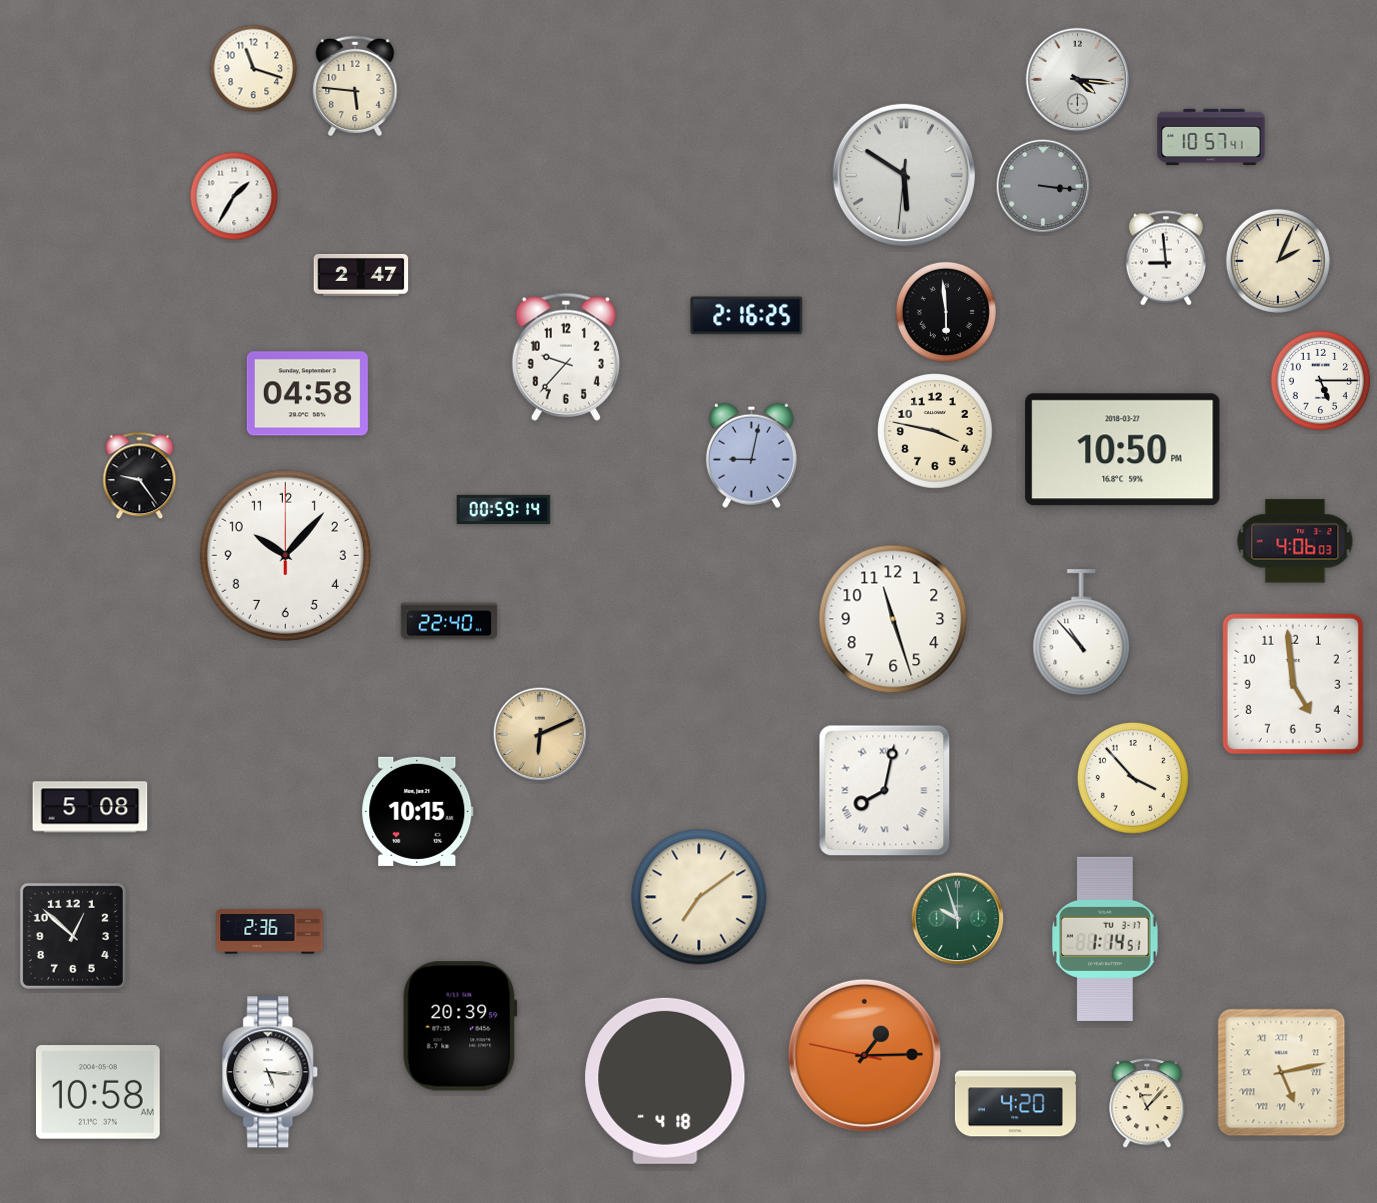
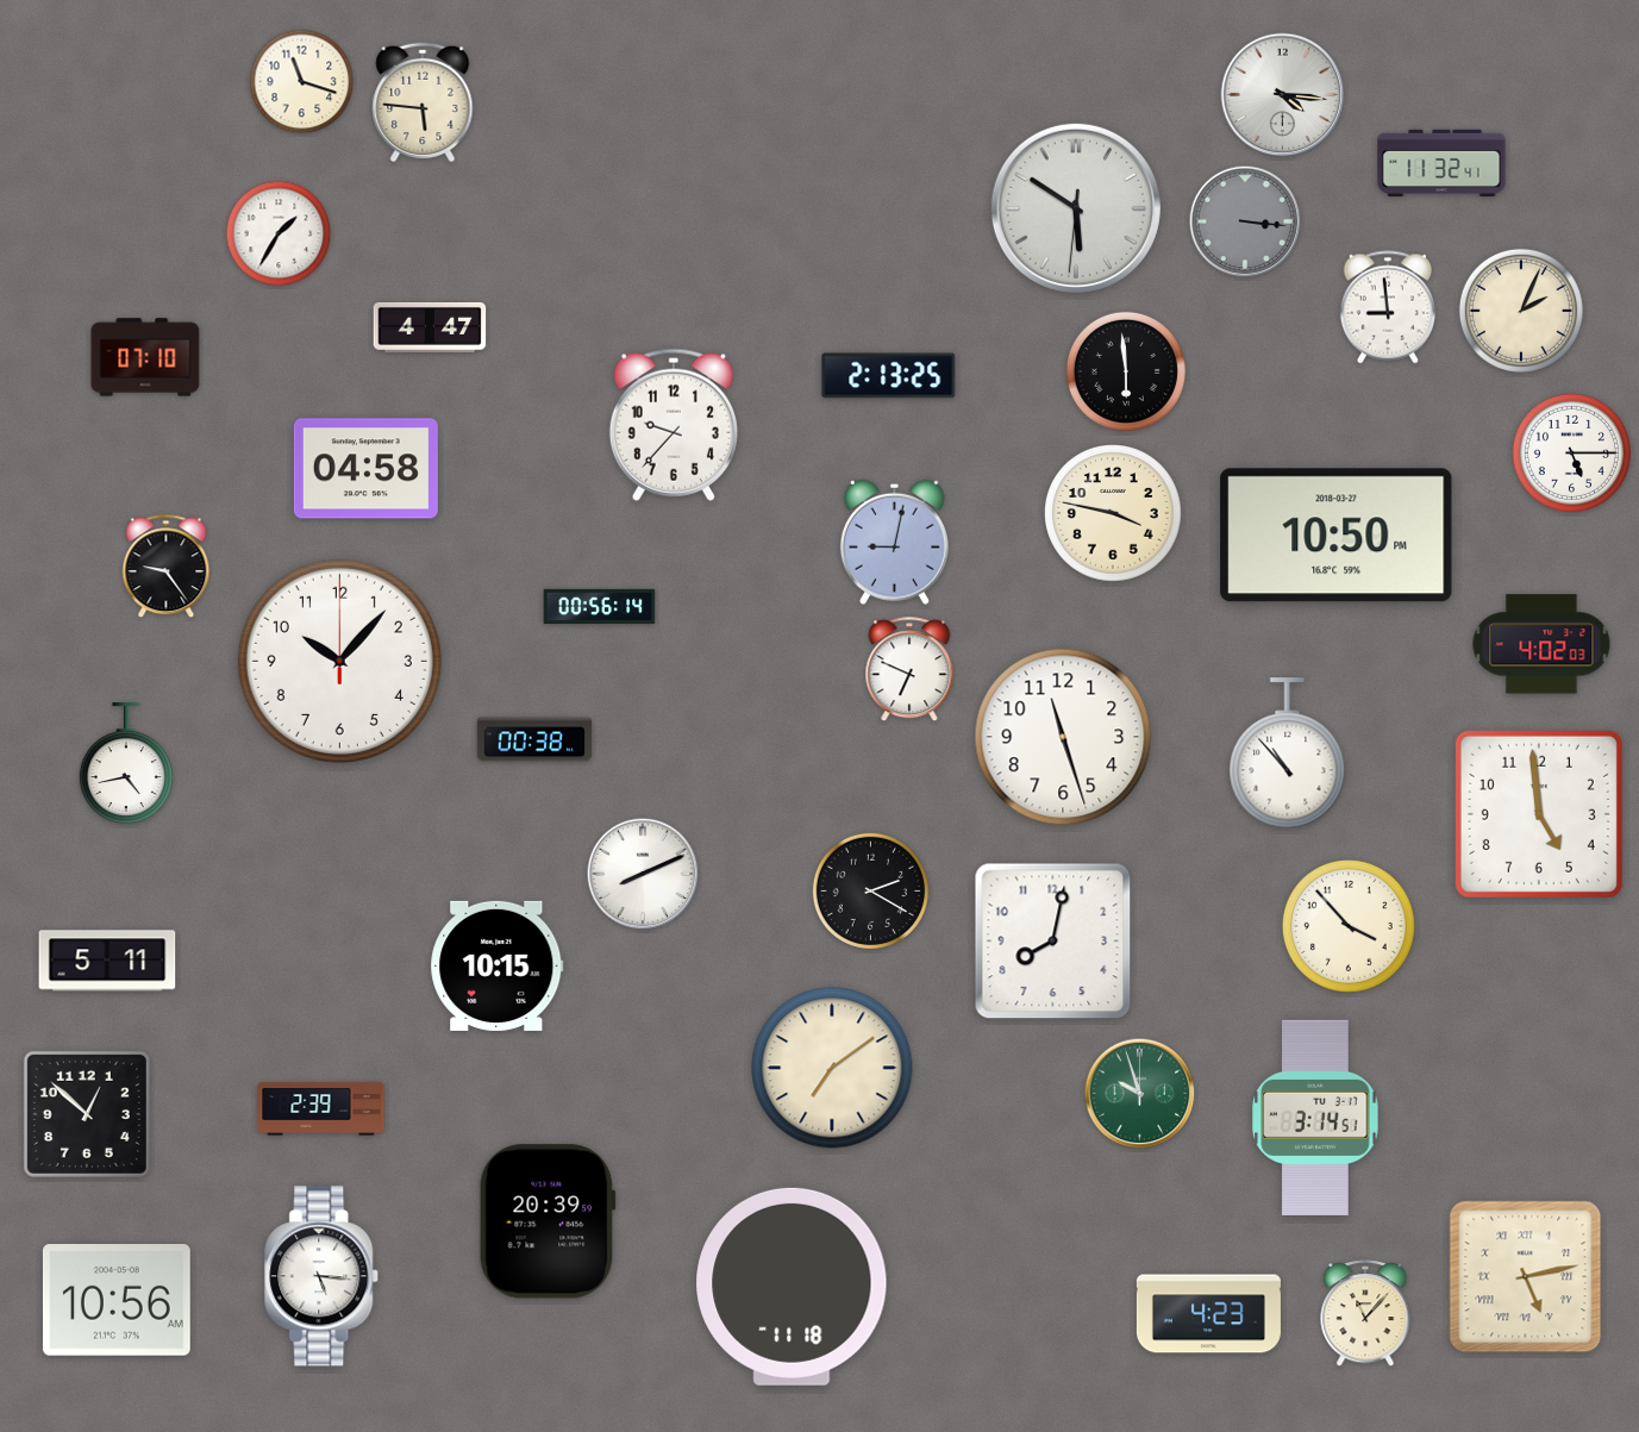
clock at (1211, 137): 10:57 -> 11:32
clock at (1043, 186) position: (1043, 186) -> (1245, 221)
clock at (361, 275): 2:47 -> 4:47
clock at (145, 357): none -> 07:10
clock at (747, 316): 2:16 -> 2:13
clock at (504, 509): 00:59 -> 00:56
clock at (1295, 541): 4:06 -> 4:02
clock at (909, 670): none -> 6:49
clock at (449, 621): 22:40 -> 00:38
clock at (126, 764): none -> 4:43
clock at (540, 734): 6:11 -> 8:11
clock at (540, 734) dial: champagne -> white
clock at (870, 890): none -> 2:20
clock at (885, 791) numerals: Roman -> Arabic
clock at (90, 807): 5:08 -> 5:11
clock at (270, 932): 2:36 -> 2:39
clock at (1105, 939): 1:14 -> 3:14
clock at (864, 1055): 1:14 -> none
clock at (665, 1081): 4:18 -> 11:18
clock at (98, 1092): 10:58 -> 10:56
clock at (1015, 1104): 4:20 -> 4:23
